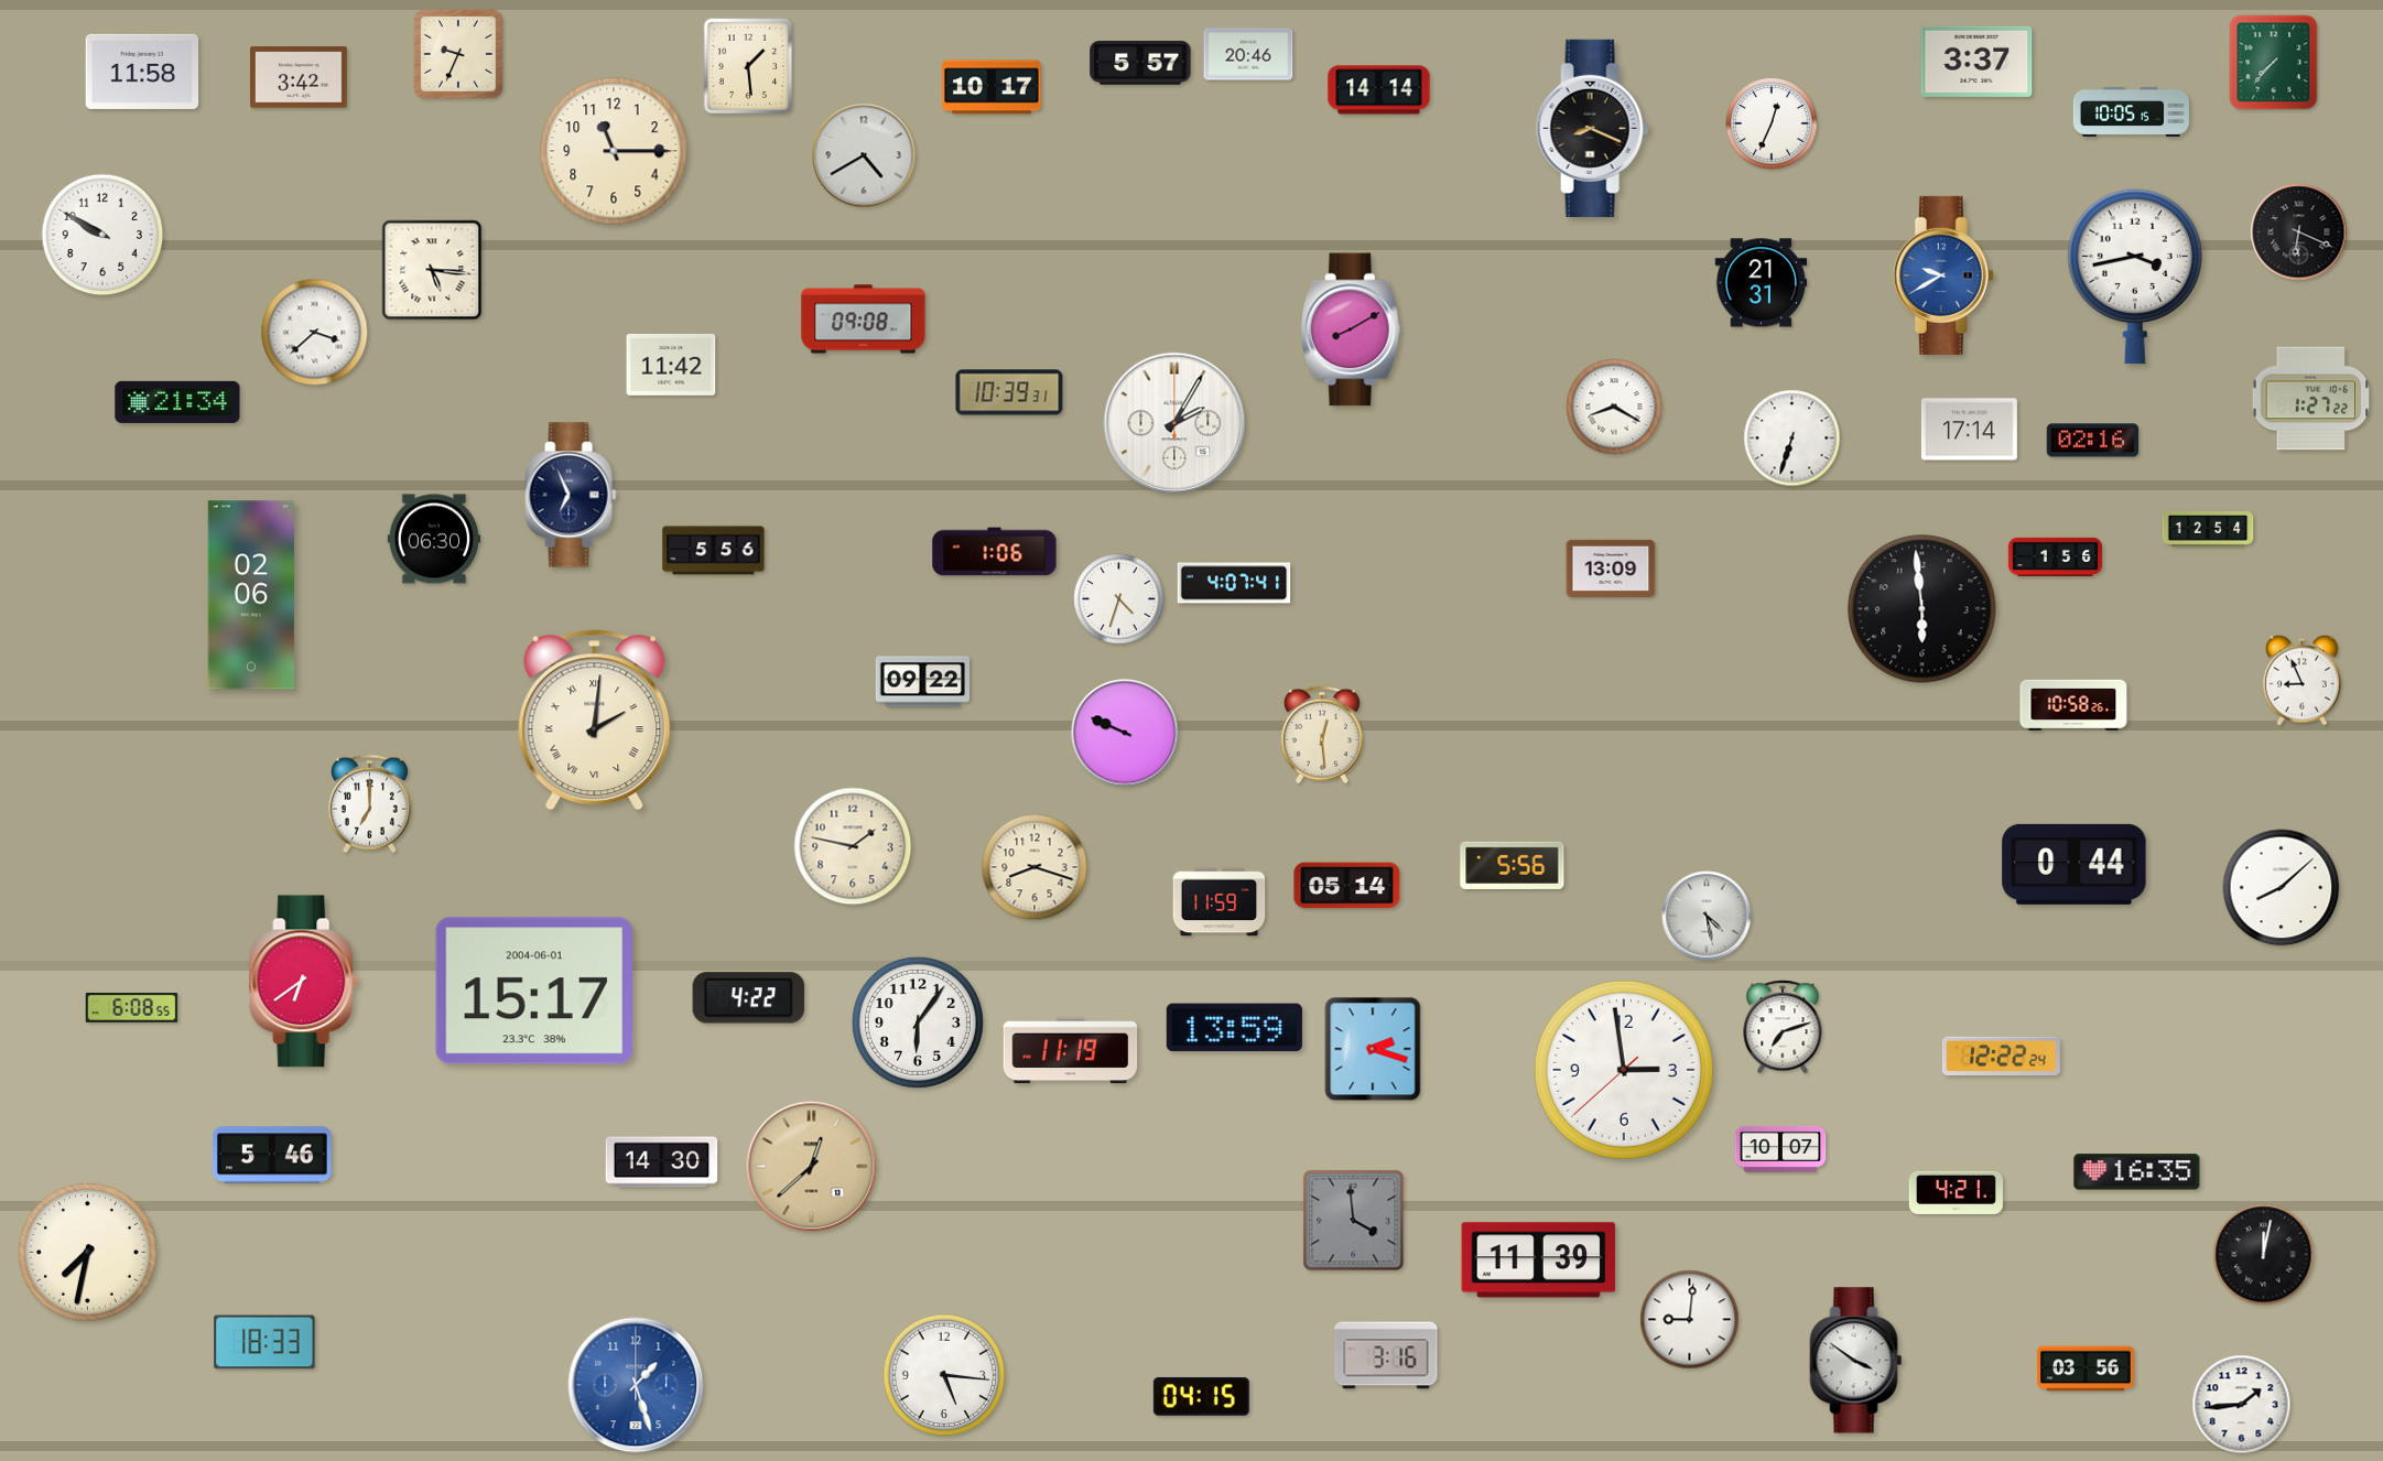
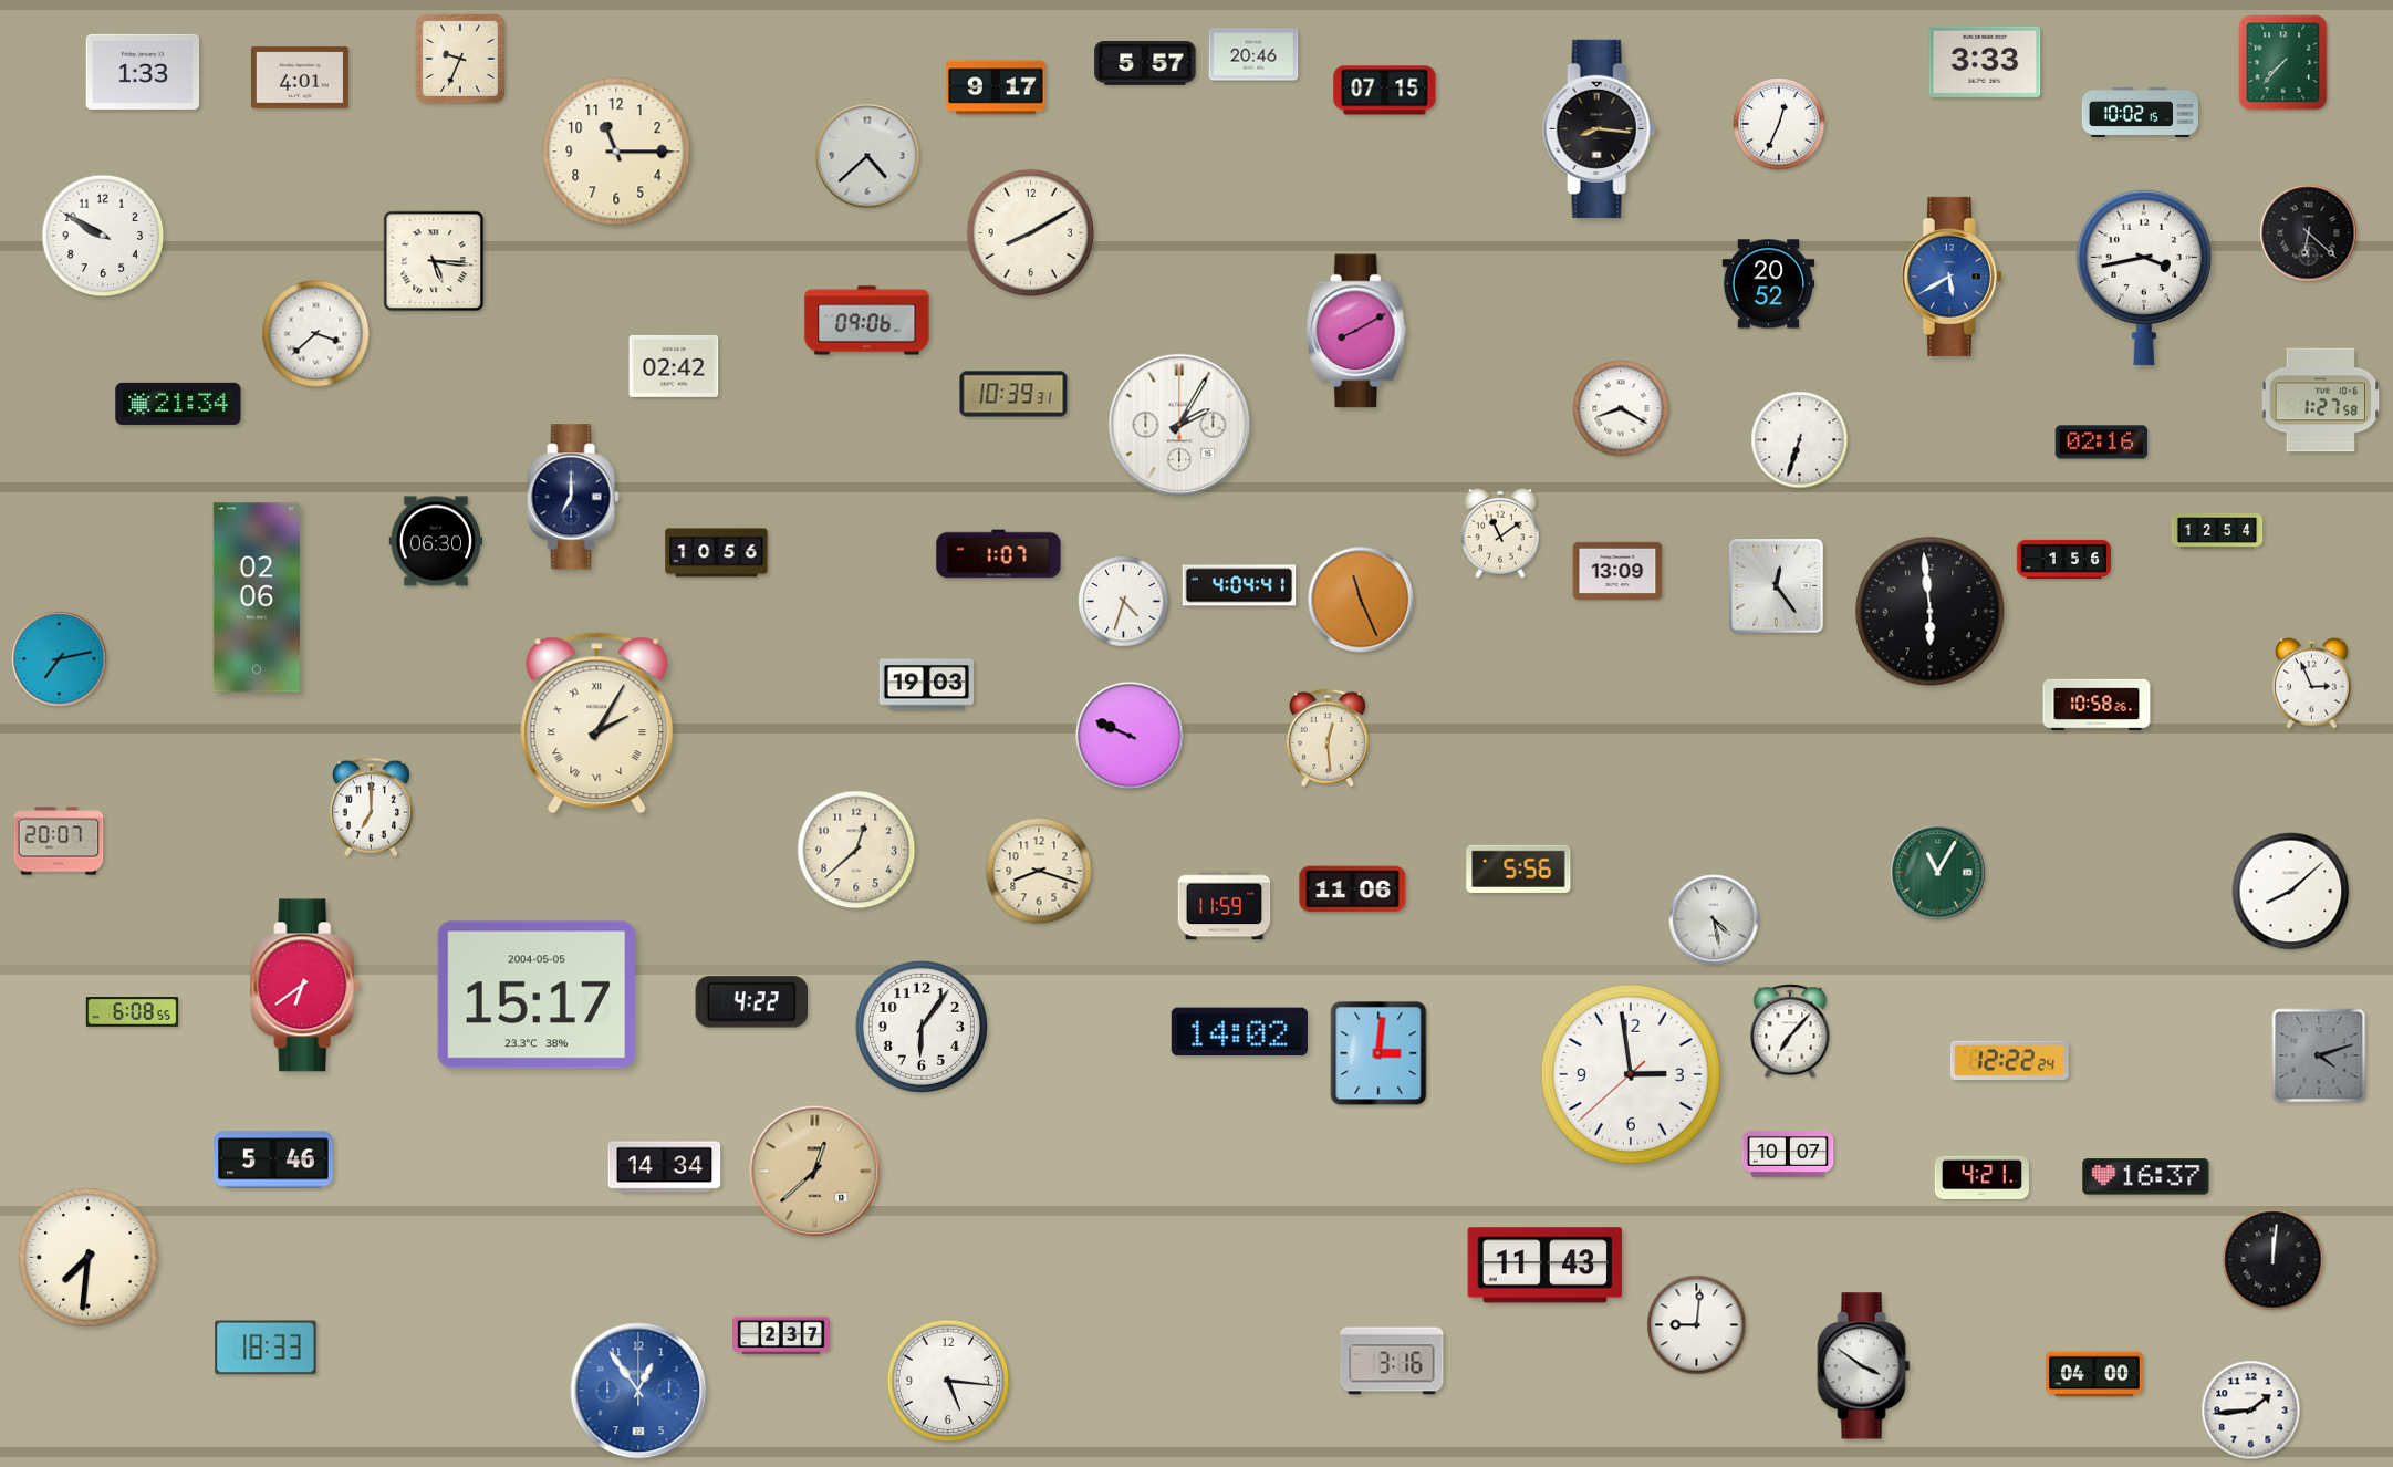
clock at (458, 54) position: (458, 54) -> (460, 59)
clock at (1976, 62): 3:37 -> 3:33
clock at (748, 66): 1:29 -> none
clock at (142, 72): 11:58 -> 1:33
clock at (299, 77): 3:42 -> 4:01
clock at (992, 87): 10:17 -> 9:17
clock at (1379, 90): 14:14 -> 07:15
clock at (2131, 111): 10:05 -> 10:02
clock at (1593, 128): 8:19 -> 8:16
clock at (864, 155): 4:40 -> 4:38
clock at (1030, 232): none -> 8:10
clock at (2299, 232): 6:19 -> 6:22
clock at (432, 270) position: (432, 270) -> (434, 261)
clock at (1943, 275): 9:40 -> 5:40
clock at (1762, 283): 21:31 -> 20:52
clock at (864, 320): 09:08 -> 09:06
clock at (671, 366): 11:42 -> 02:42
clock at (2311, 399): 1:27:22 -> 1:27:58
clock at (1969, 430): 17:14 -> none
clock at (571, 495): 6:56 -> 7:00
clock at (1500, 533): none -> 11:09
clock at (714, 551): 5:56 -> 10:56
clock at (995, 552): 1:06 -> 1:07
clock at (1234, 583): 4:07 -> 4:04
clock at (1777, 586): none -> 12:24
clock at (251, 595) position: (251, 595) -> (257, 597)
clock at (1361, 600): none -> 11:26
clock at (60, 659): none -> 7:13
clock at (2303, 680): 8:56 -> 2:56
clock at (922, 682): 09:22 -> 19:03
clock at (2073, 704) position: (2073, 704) -> (2097, 704)
clock at (595, 721): 2:01 -> 2:05
clock at (59, 841): none -> 20:07
clock at (853, 846): 1:47 -> 12:38
clock at (2075, 864): 0:44 -> none
clock at (1938, 873): none -> 11:05
clock at (1347, 886): 05:14 -> 11:06
clock at (533, 991) date: 2004-06-01 -> 2004-05-05
clock at (1783, 1027): 7:12 -> 7:07
clock at (1234, 1028): 13:59 -> 14:02
clock at (1373, 1049): 2:18 -> 3:01
clock at (1071, 1051): 11:19 -> none
clock at (2319, 1055): none -> 4:12
clock at (662, 1162): 14:30 -> 14:34
clock at (2137, 1172): 16:35 -> 16:37
clock at (1956, 1192) position: (1956, 1192) -> (1981, 1177)
clock at (1354, 1221): 3:59 -> none
clock at (88, 1252): 7:32 -> 7:31
clock at (2264, 1255): 12:02 -> 12:01
clock at (1539, 1260): 11:39 -> 11:43
clock at (782, 1335): none -> 2:37
clock at (2087, 1368): 03:56 -> 04:00
clock at (636, 1385): 1:27 -> 12:54
clock at (1201, 1396): 04:15 -> none
